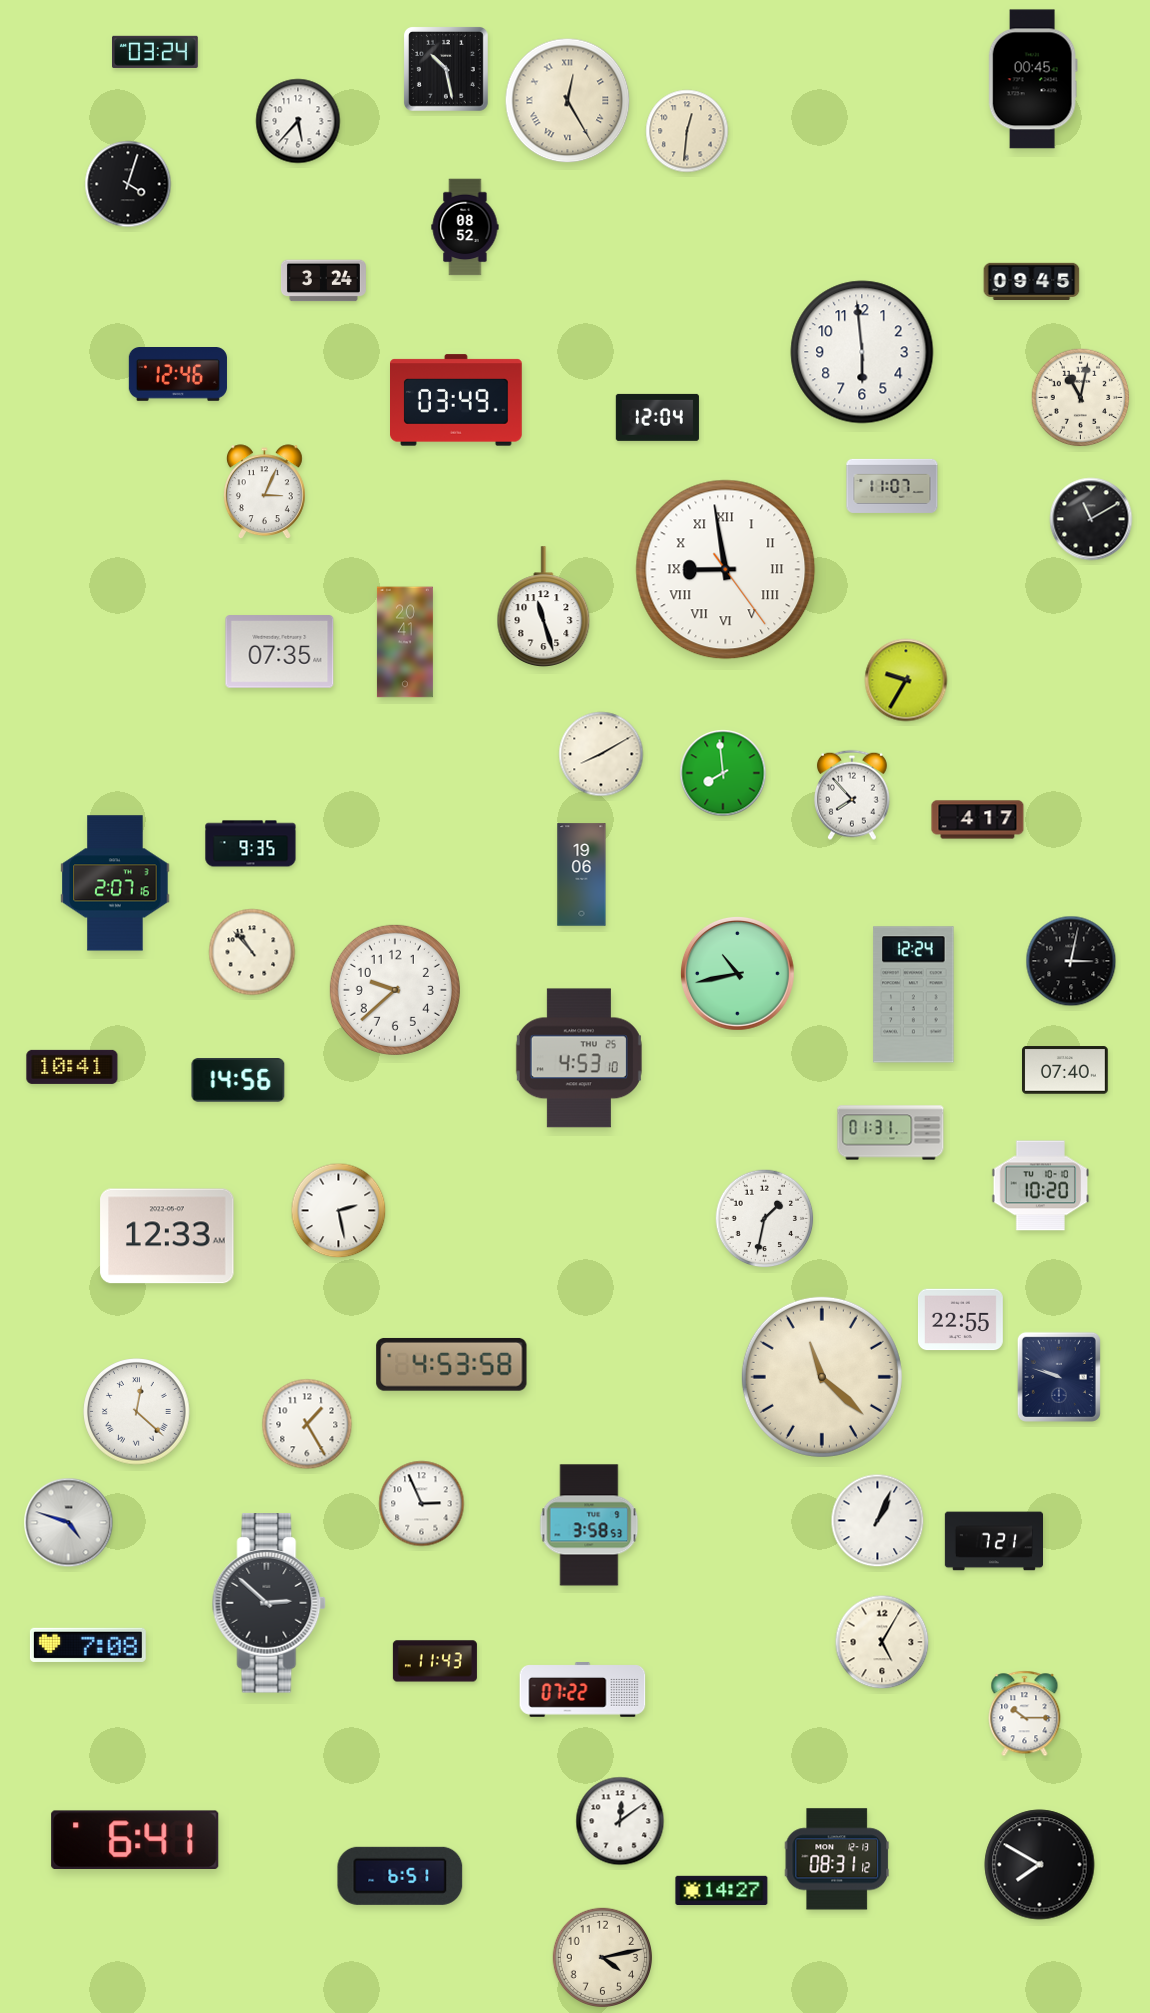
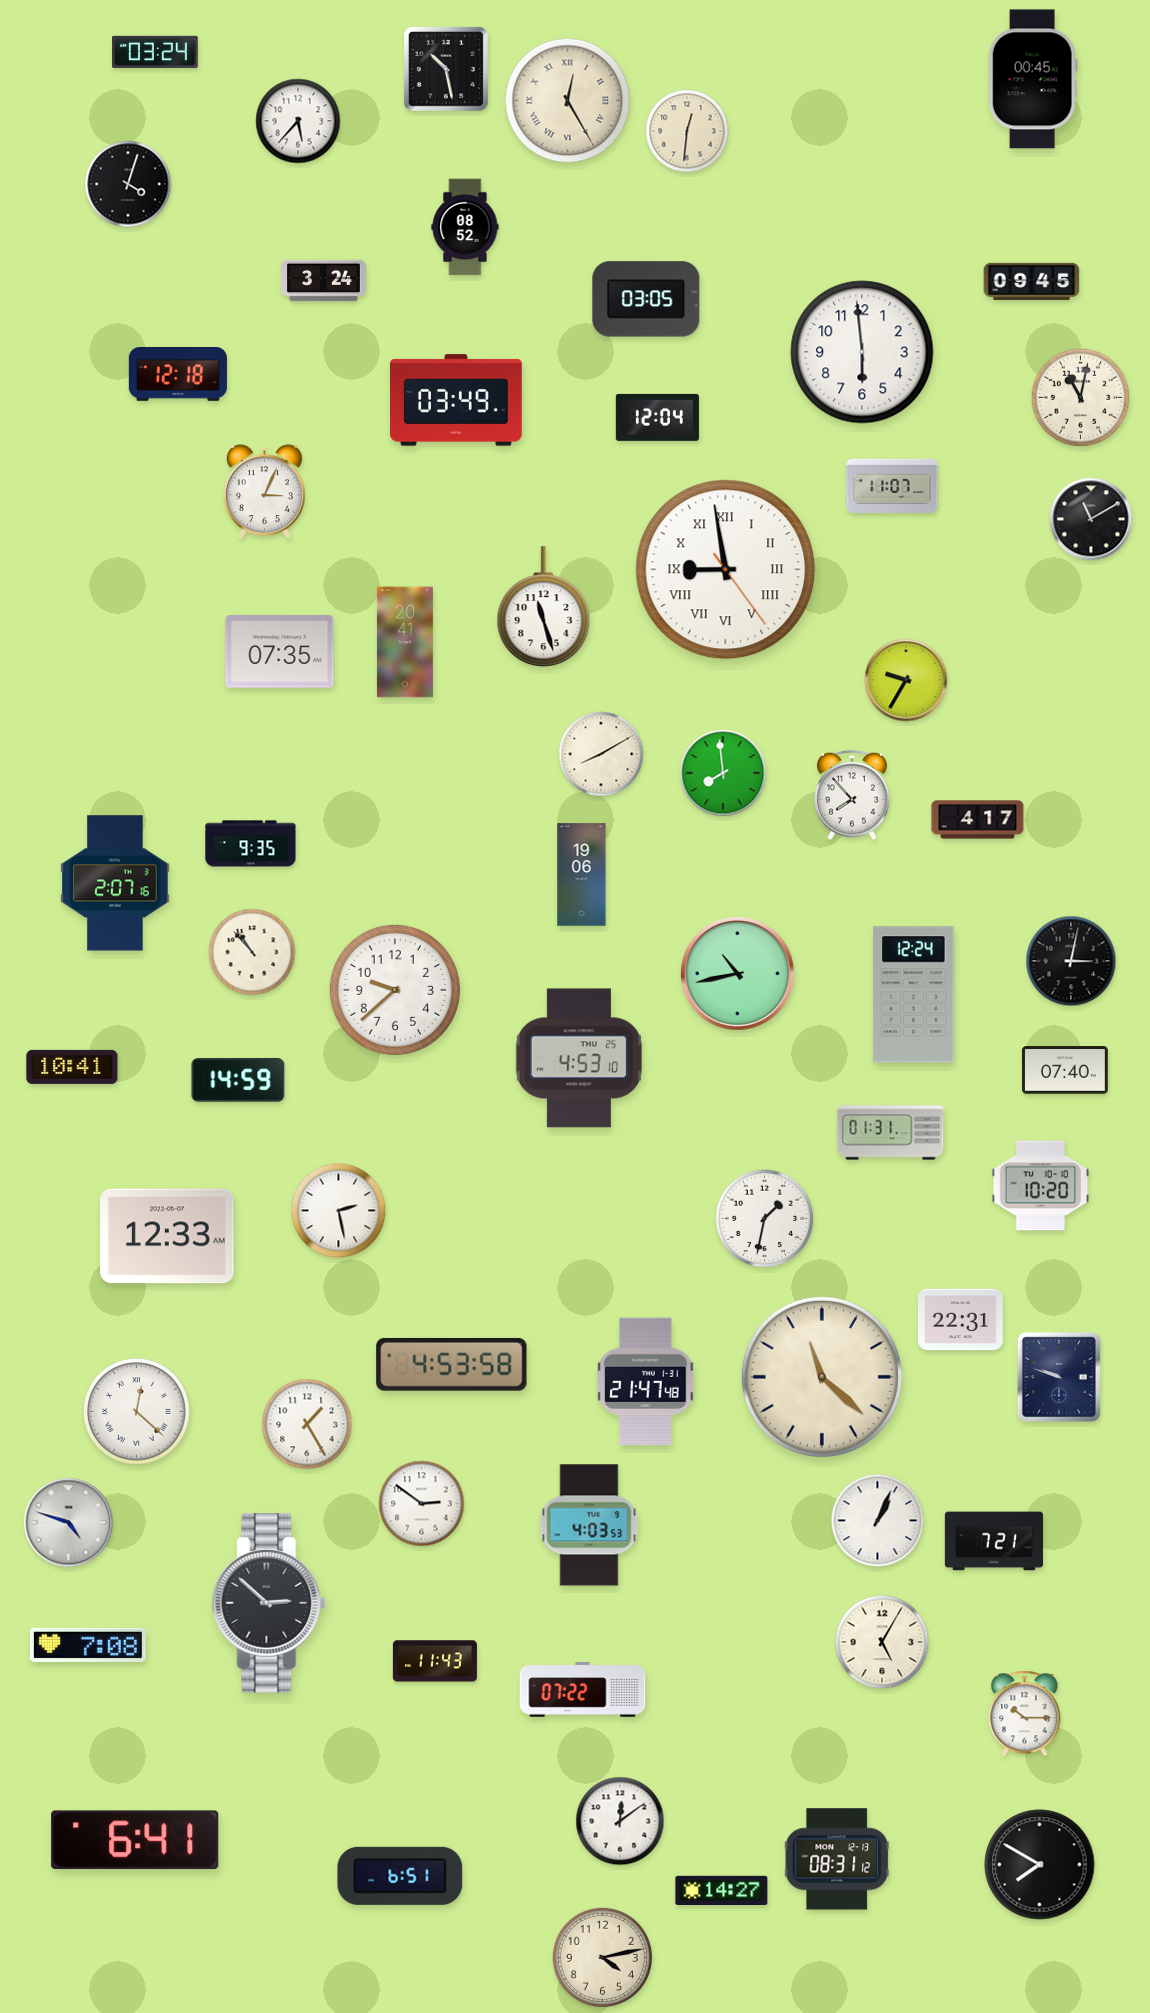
clock at (646, 299): none -> 03:05
clock at (178, 375): 12:46 -> 12:18
clock at (238, 1081): 14:56 -> 14:59
clock at (960, 1320): 22:55 -> 22:31
clock at (646, 1382): none -> 21:47
clock at (422, 1504): 2:56 -> 2:51
clock at (589, 1525): 3:58 -> 4:03
